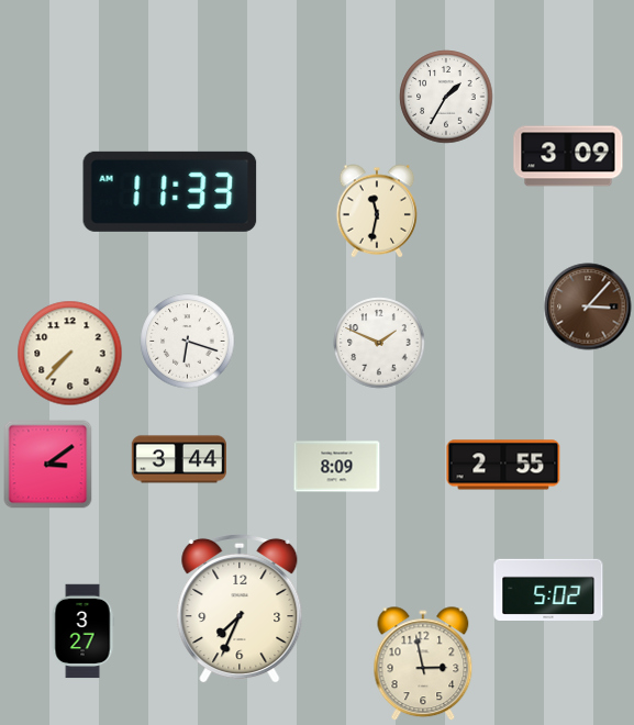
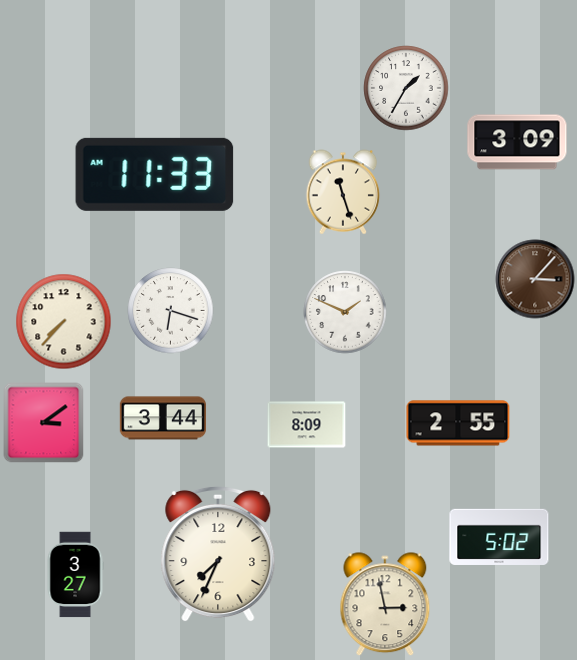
clock at (377, 211): 11:32 -> 11:27
